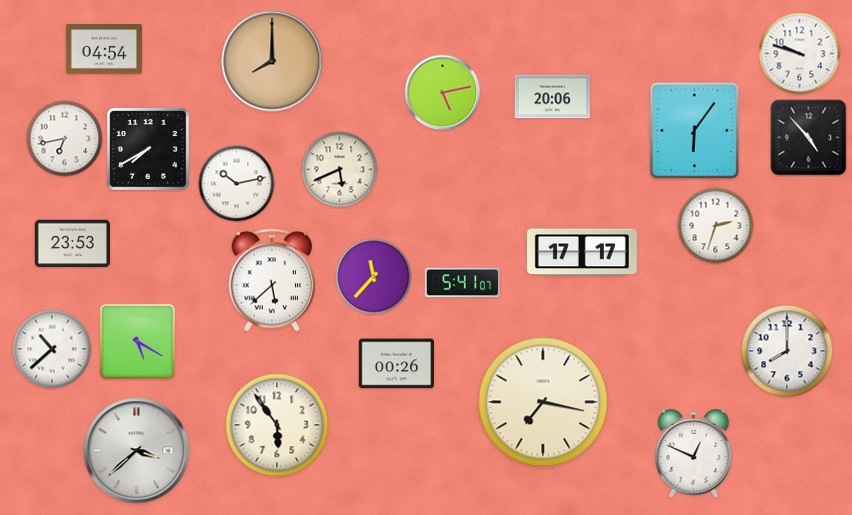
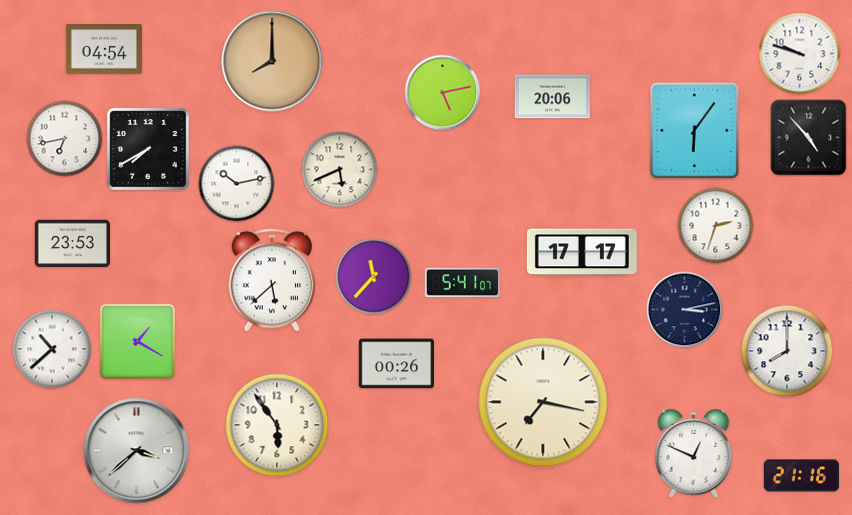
clock at (685, 310): none -> 3:13
clock at (137, 341): 5:20 -> 1:20
clock at (801, 476): none -> 21:16
